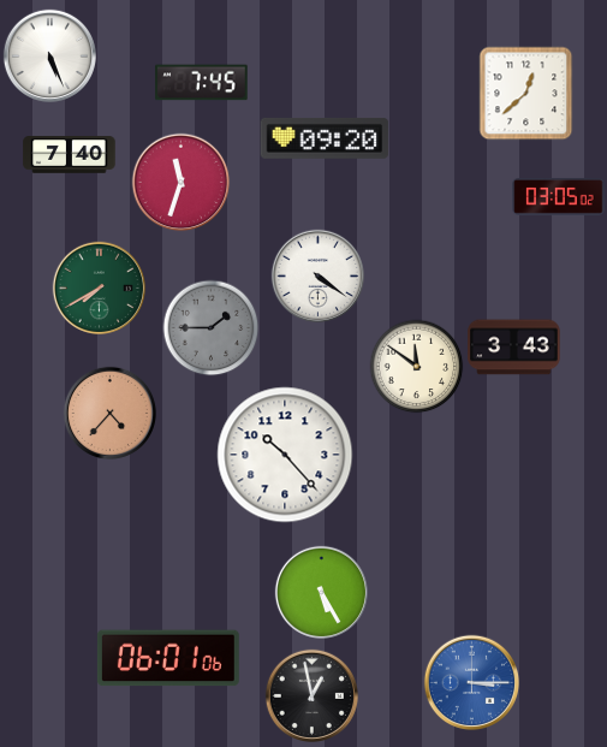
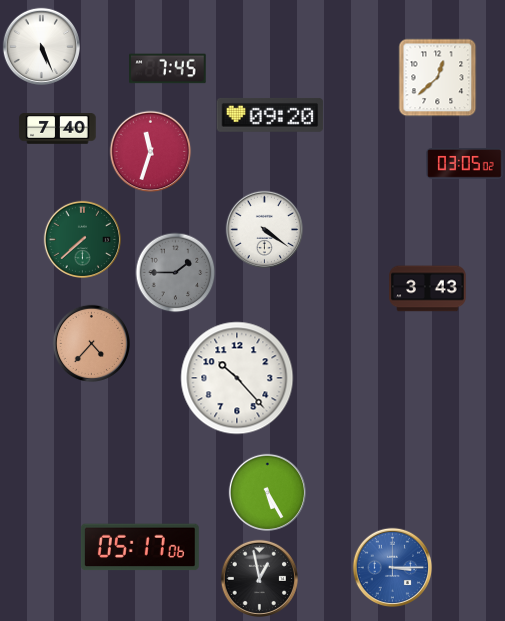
clock at (99, 287): 7:40 -> 7:38
clock at (416, 366): 11:51 -> none
clock at (168, 658): 06:01 -> 05:17
